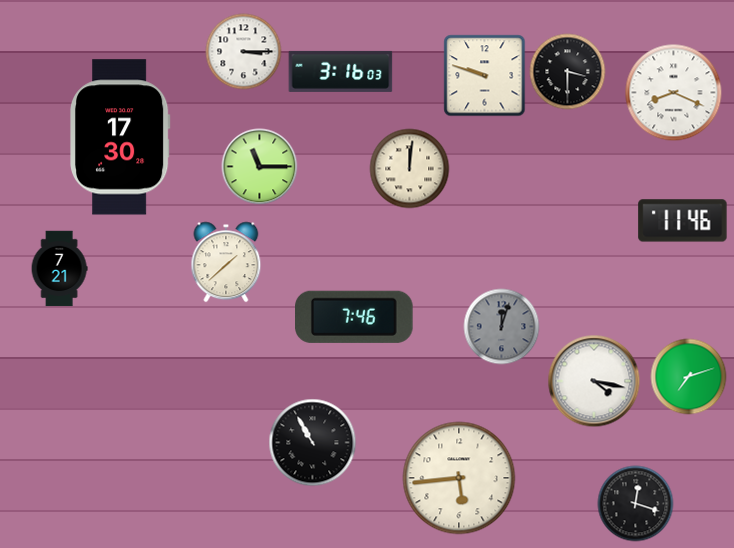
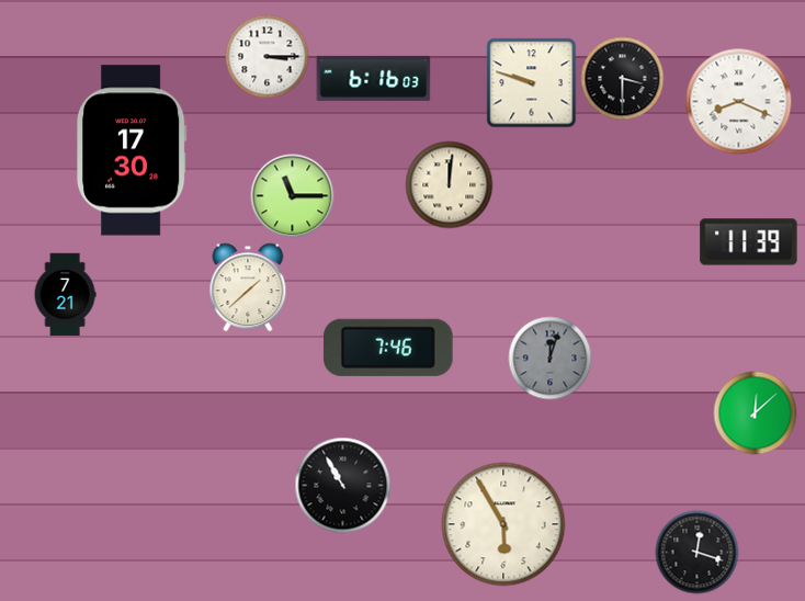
clock at (341, 71): 3:16 -> 6:16
clock at (260, 167) position: (260, 167) -> (293, 196)
clock at (683, 221): 11:46 -> 11:39
clock at (689, 377): 7:12 -> 12:08
clock at (594, 381): 4:17 -> none
clock at (459, 478): 5:44 -> 5:55
